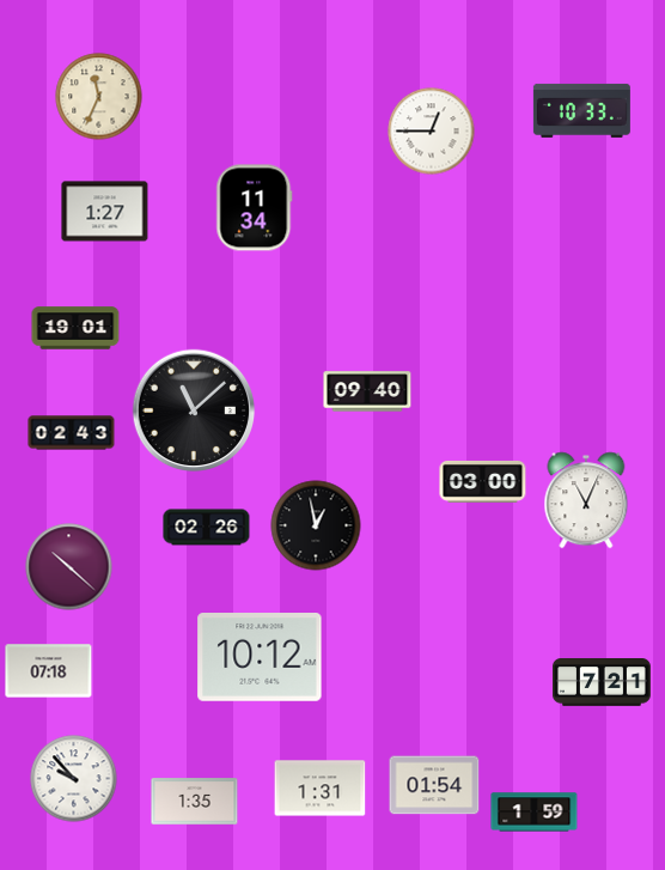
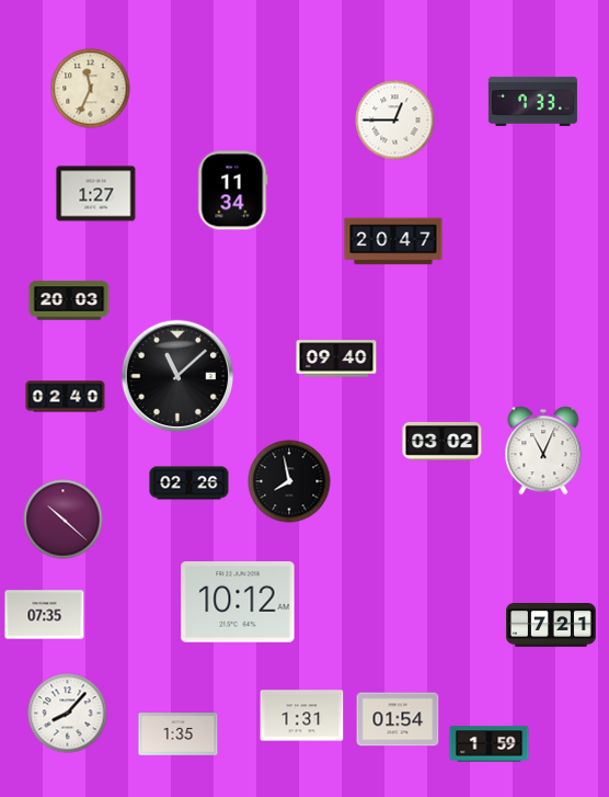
clock at (581, 110): 10:33 -> 7:33
clock at (393, 241): none -> 20:47
clock at (75, 328): 19:01 -> 20:03
clock at (72, 433): 02:43 -> 02:40
clock at (483, 481): 03:00 -> 03:02
clock at (586, 500) position: (586, 500) -> (543, 451)
clock at (316, 525): 12:58 -> 7:58
clock at (49, 671): 07:18 -> 07:35
clock at (74, 779): 9:53 -> 8:07
clock at (321, 789) position: (321, 789) -> (302, 716)
